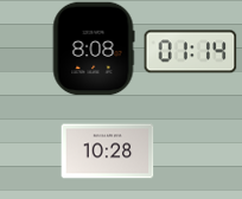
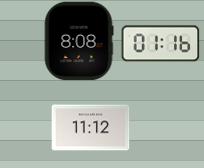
clock at (190, 52): 01:14 -> 01:16
clock at (107, 152): 10:28 -> 11:12
